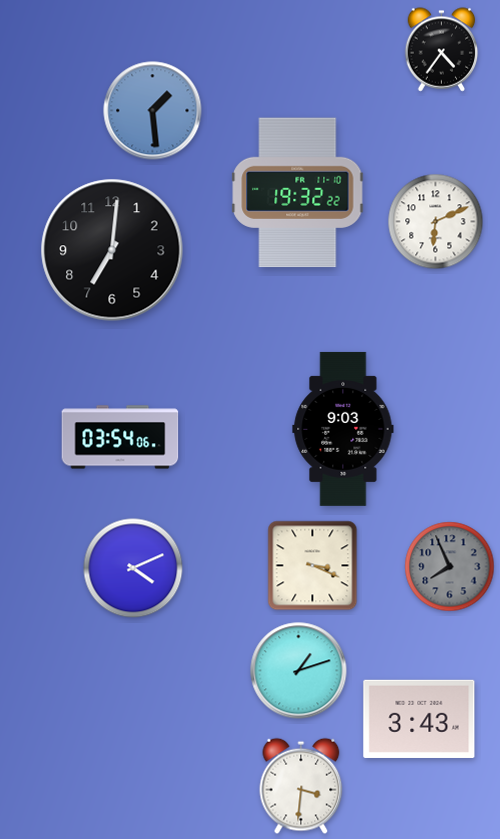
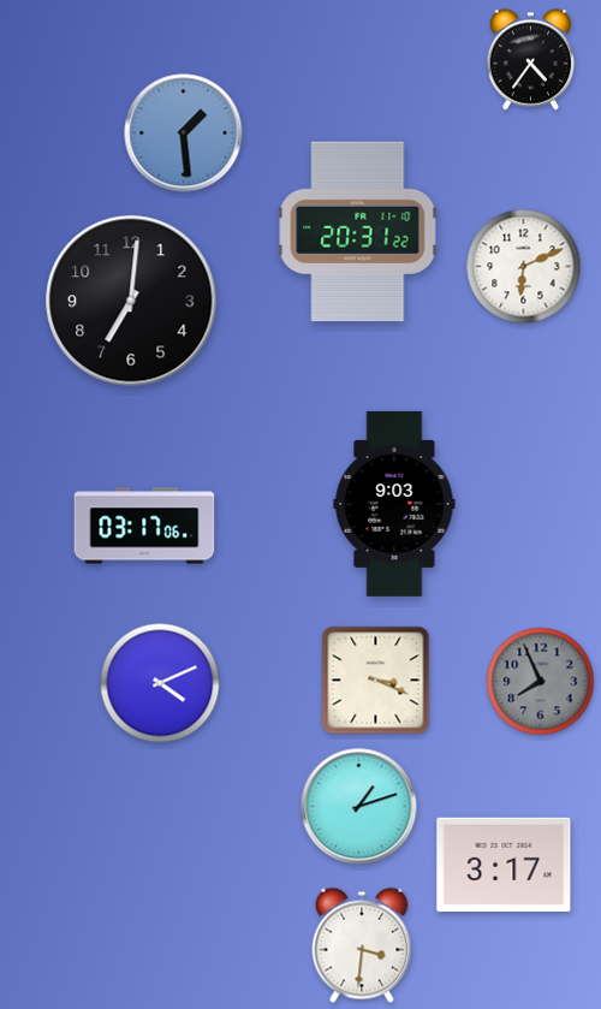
clock at (298, 193): 19:32 -> 20:31
clock at (112, 250) position: (112, 250) -> (131, 301)
clock at (343, 429) position: (343, 429) -> (394, 504)
clock at (120, 437): 03:54 -> 03:17
clock at (419, 719): 3:43 -> 3:17
